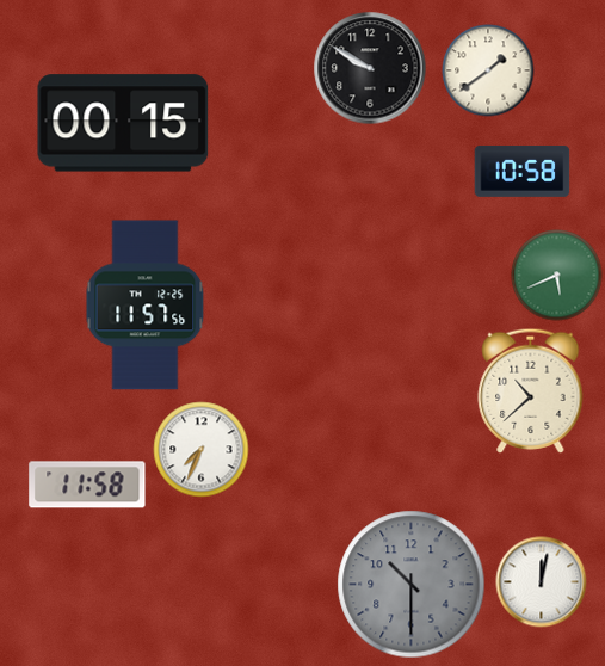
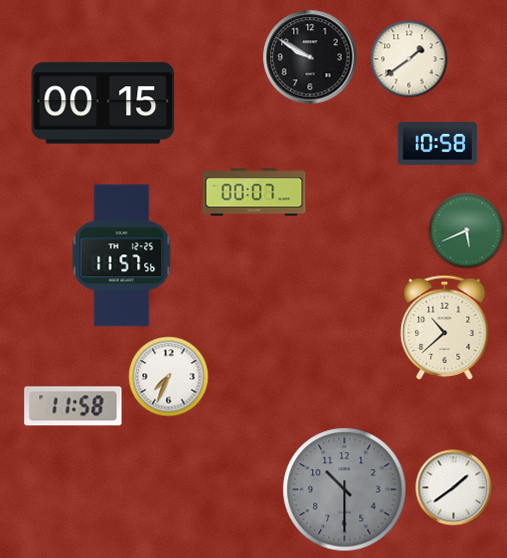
clock at (254, 192): none -> 00:07
clock at (542, 582): 12:02 -> 1:39
